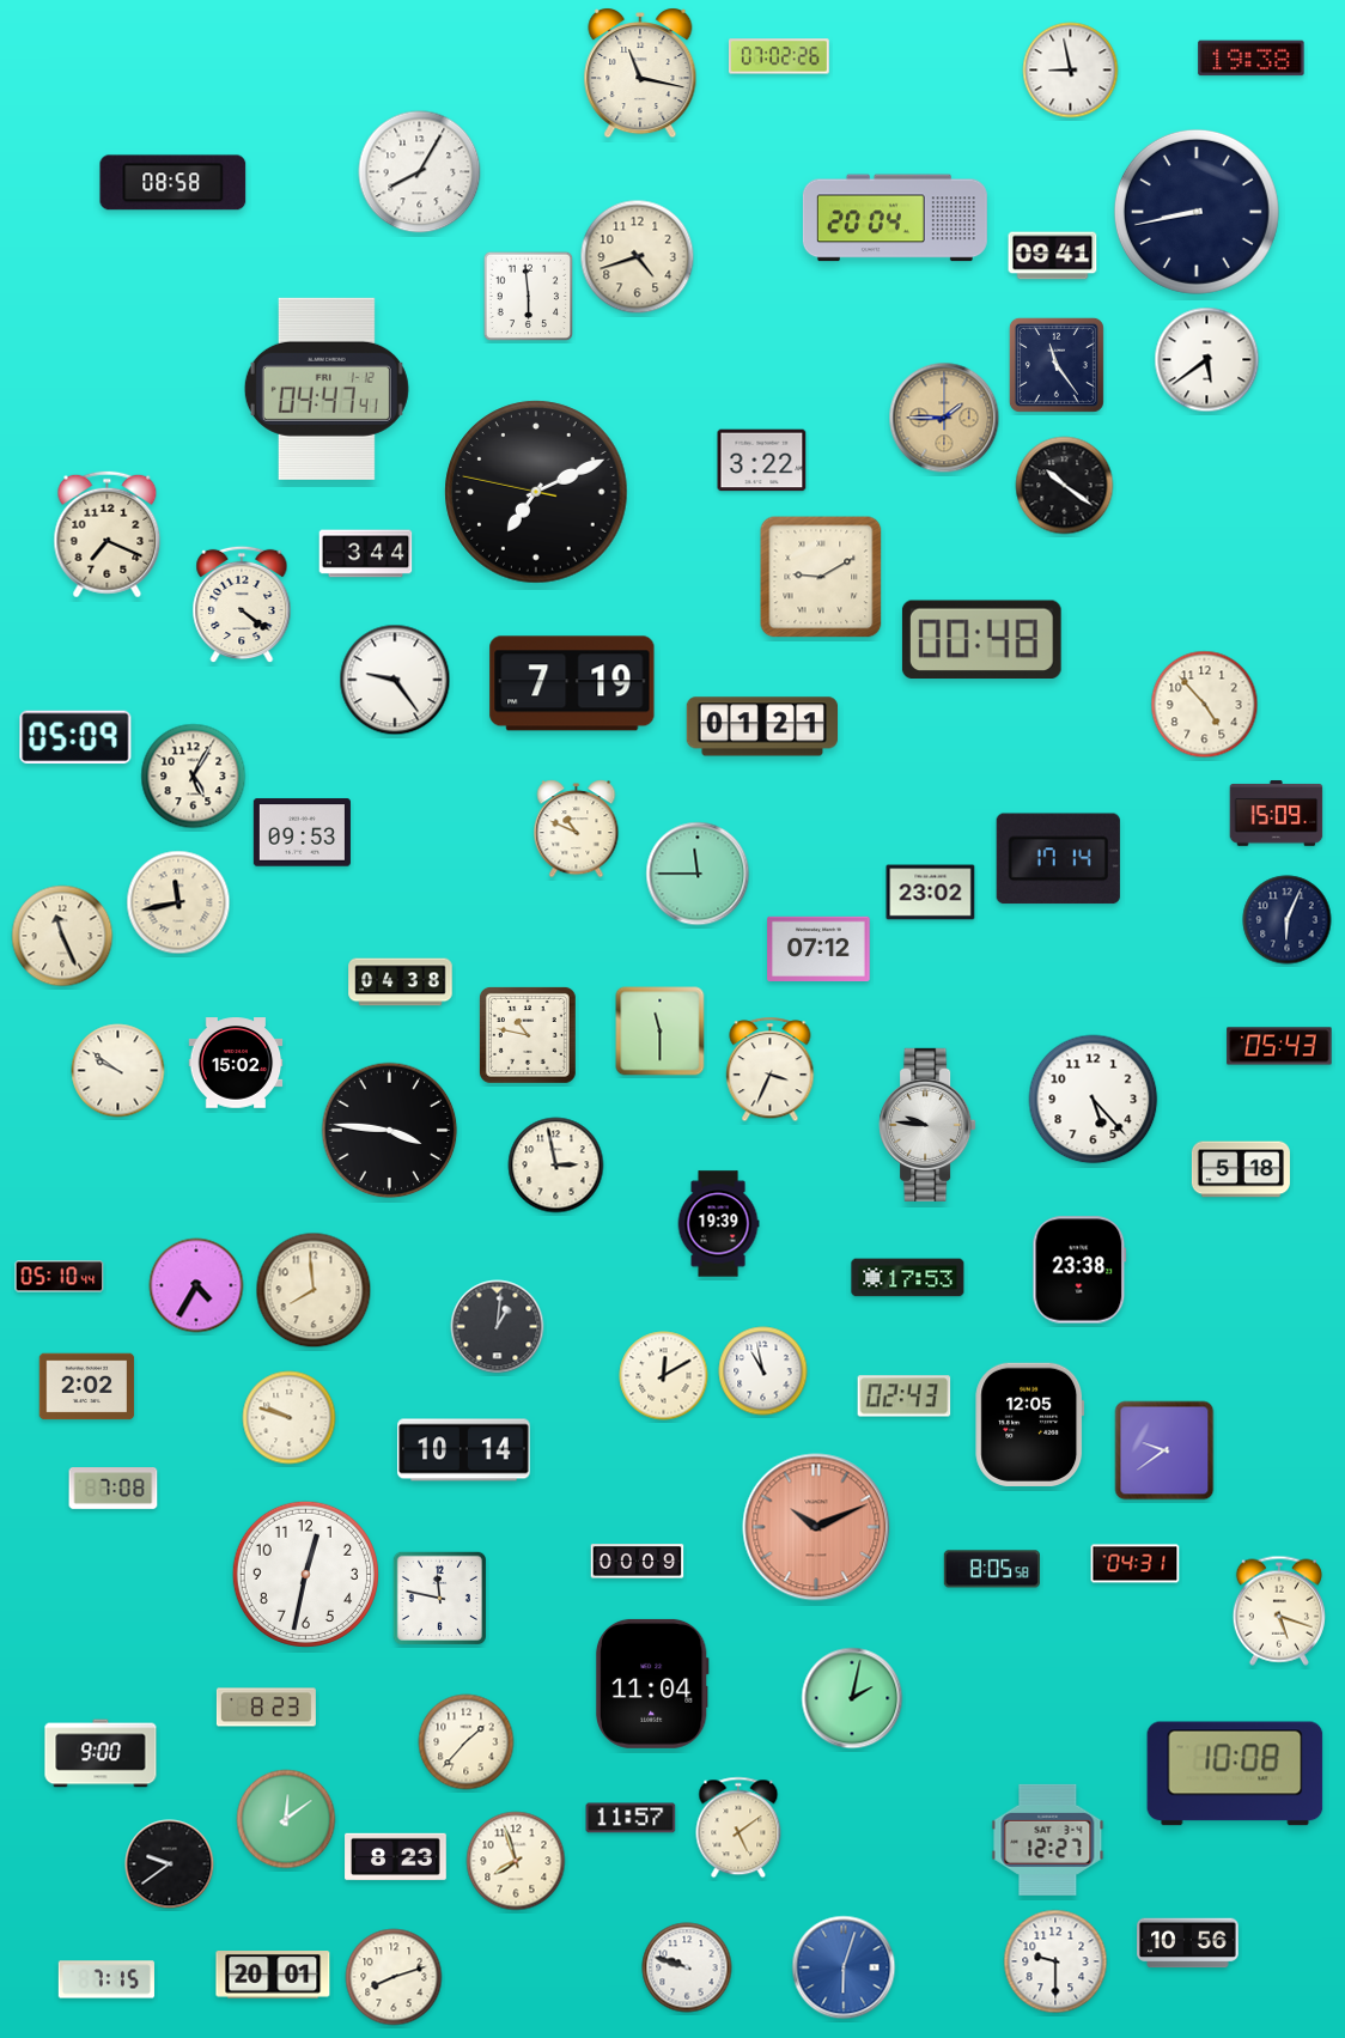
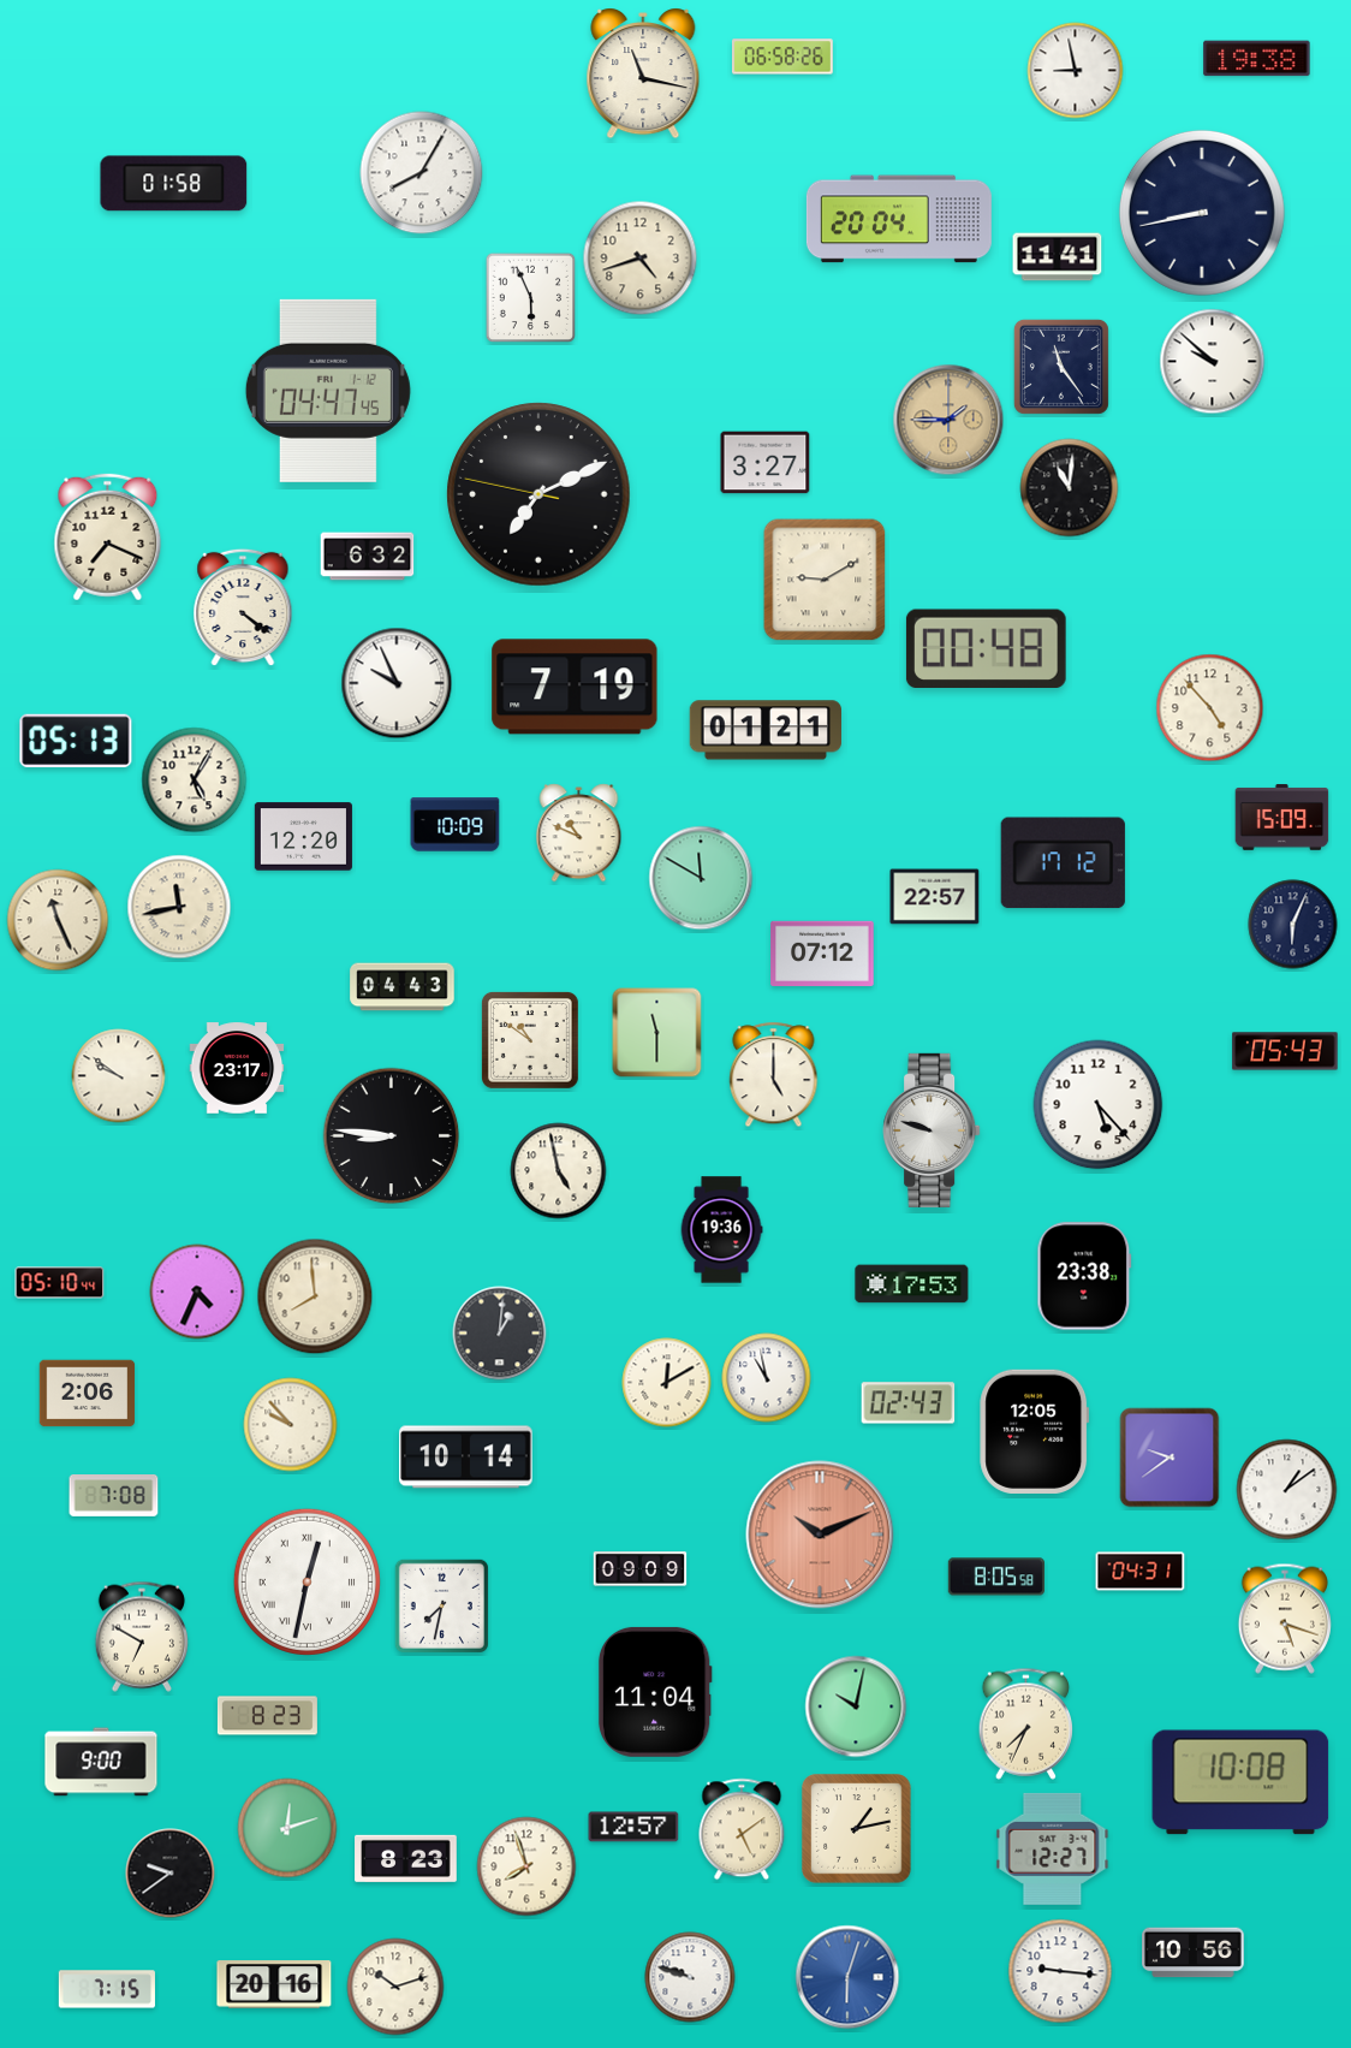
clock at (779, 56): 07:02 -> 06:58
clock at (174, 183): 08:58 -> 01:58
clock at (1053, 256): 09:41 -> 11:41
clock at (529, 297): 5:59 -> 5:56
clock at (1207, 360): 5:39 -> 9:52
clock at (327, 389): 04:47:41 -> 04:47:45
clock at (762, 461): 3:22 -> 3:27
clock at (1065, 486): 10:21 -> 11:01
clock at (366, 554): 3:44 -> 6:32
clock at (981, 640) position: (981, 640) -> (986, 649)
clock at (395, 680): 9:24 -> 9:56
clock at (75, 737): 05:09 -> 05:13
clock at (456, 825): none -> 10:09
clock at (302, 833): 09:53 -> 12:20
clock at (1058, 859): 17:14 -> 17:12
clock at (698, 874): 11:45 -> 11:50
clock at (931, 893): 23:02 -> 22:57
clock at (62, 936) position: (62, 936) -> (58, 920)
clock at (401, 983): 04:38 -> 04:43
clock at (661, 1032) position: (661, 1032) -> (657, 1033)
clock at (528, 1035): 10:47 -> 10:51
clock at (236, 1063): 15:02 -> 23:17
clock at (771, 1070): 3:34 -> 5:00
clock at (927, 1125): 9:46 -> 9:48
clock at (390, 1131): 3:46 -> 8:46
clock at (556, 1166): 2:58 -> 4:58
clock at (1241, 1169): 5:18 -> none
clock at (718, 1224): 19:39 -> 19:36
clock at (196, 1285): 4:35 -> 4:34
clock at (87, 1387): 2:02 -> 2:06
clock at (290, 1418): 9:48 -> 9:53
clock at (1287, 1490): none -> 1:09
clock at (638, 1562): 00:09 -> 09:09
clock at (305, 1574) numerals: Arabic -> Roman
clock at (439, 1598): 11:47 -> 7:32
clock at (142, 1637): none -> 6:50
clock at (852, 1698): 2:02 -> 10:02
clock at (1025, 1723): none -> 7:34
clock at (467, 1742): 1:37 -> none
clock at (631, 1818): 11:57 -> 12:57
clock at (286, 1819): 12:09 -> 12:12
clock at (857, 1829): none -> 1:13
clock at (738, 1827) position: (738, 1827) -> (742, 1829)
clock at (396, 1857) position: (396, 1857) -> (406, 1859)
clock at (516, 1861) position: (516, 1861) -> (526, 1866)
clock at (1055, 1961): 9:30 -> 9:16
clock at (273, 1975): 20:01 -> 20:16
clock at (394, 1977): 8:12 -> 10:12
